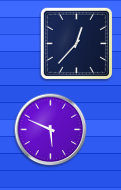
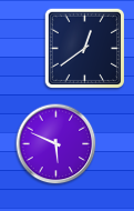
clock at (76, 43): 12:37 -> 12:39
